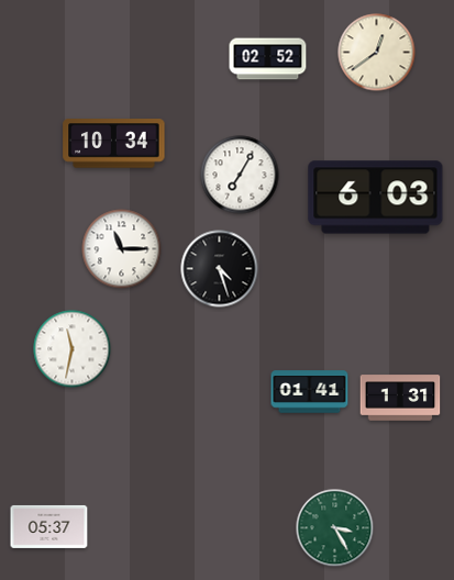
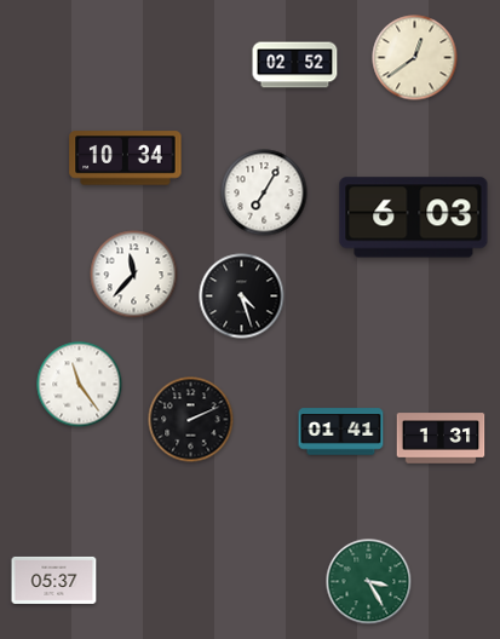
clock at (122, 249): 11:15 -> 11:37
clock at (73, 349): 11:32 -> 11:24
clock at (191, 420): none -> 2:11
